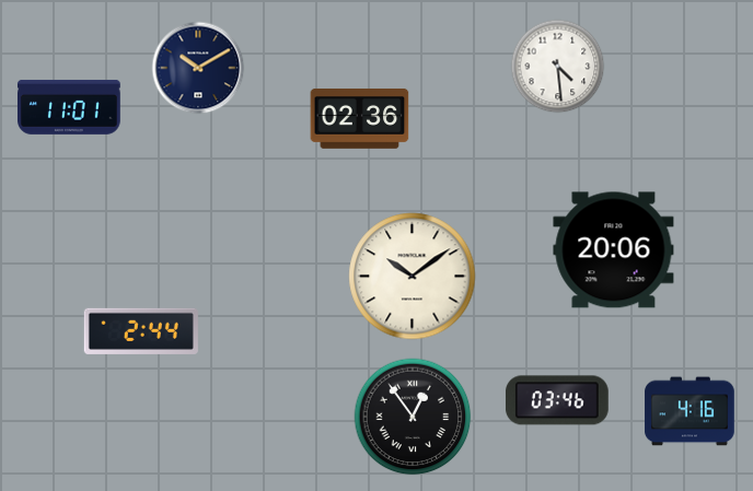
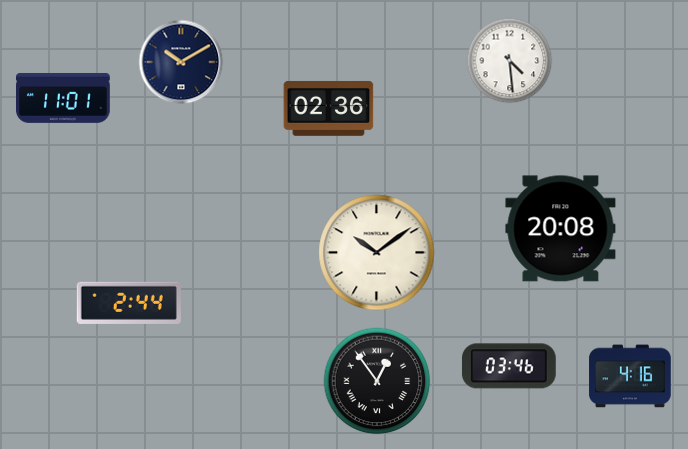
clock at (614, 250): 20:06 -> 20:08
